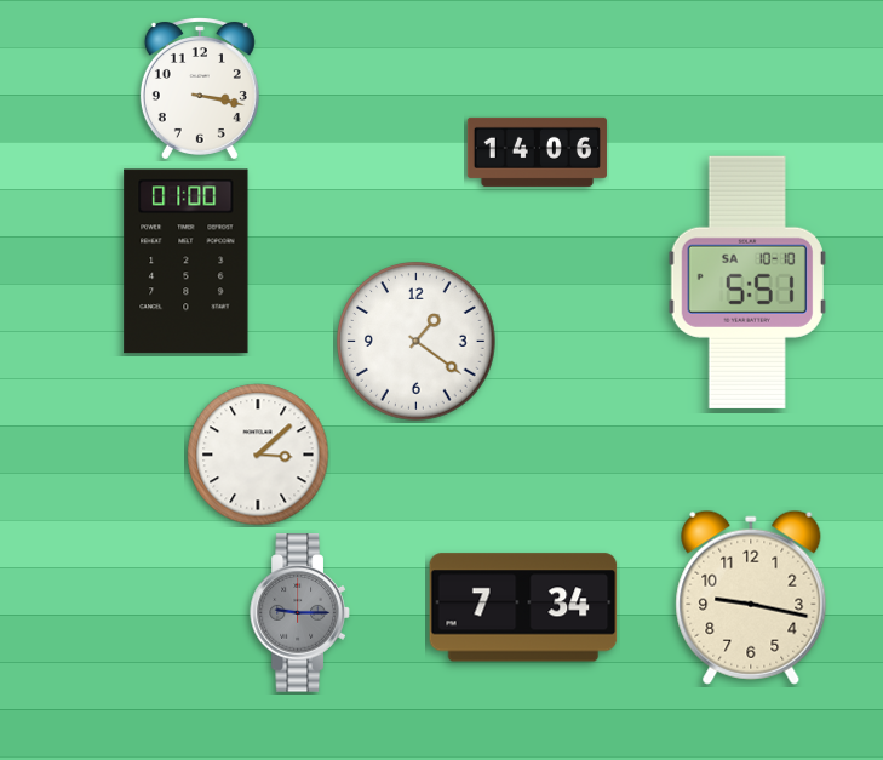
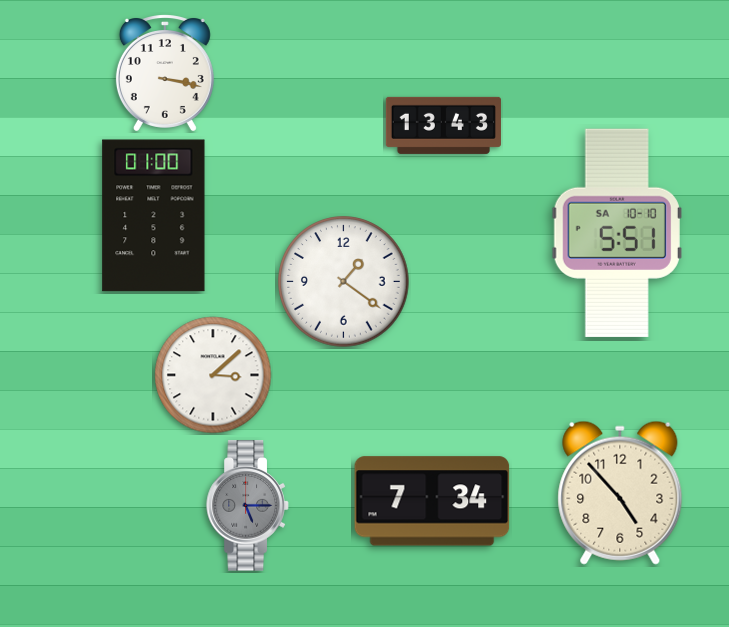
clock at (537, 152): 14:06 -> 13:43
clock at (751, 598): 9:17 -> 4:53
clock at (300, 613): 9:15 -> 5:15
